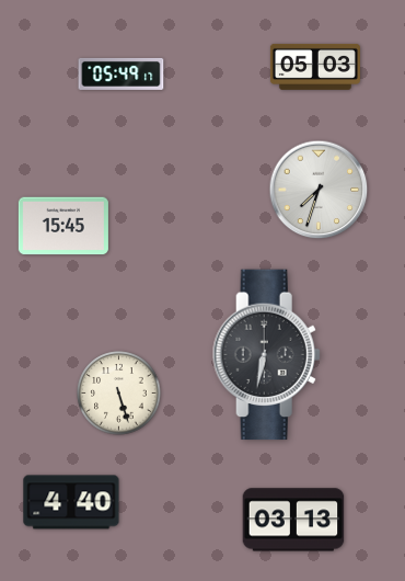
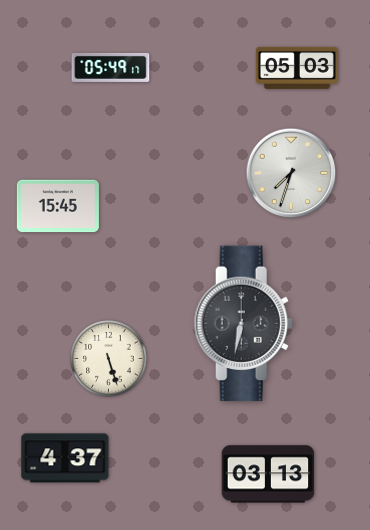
clock at (315, 67) position: (315, 67) -> (297, 68)
clock at (71, 502): 4:40 -> 4:37
